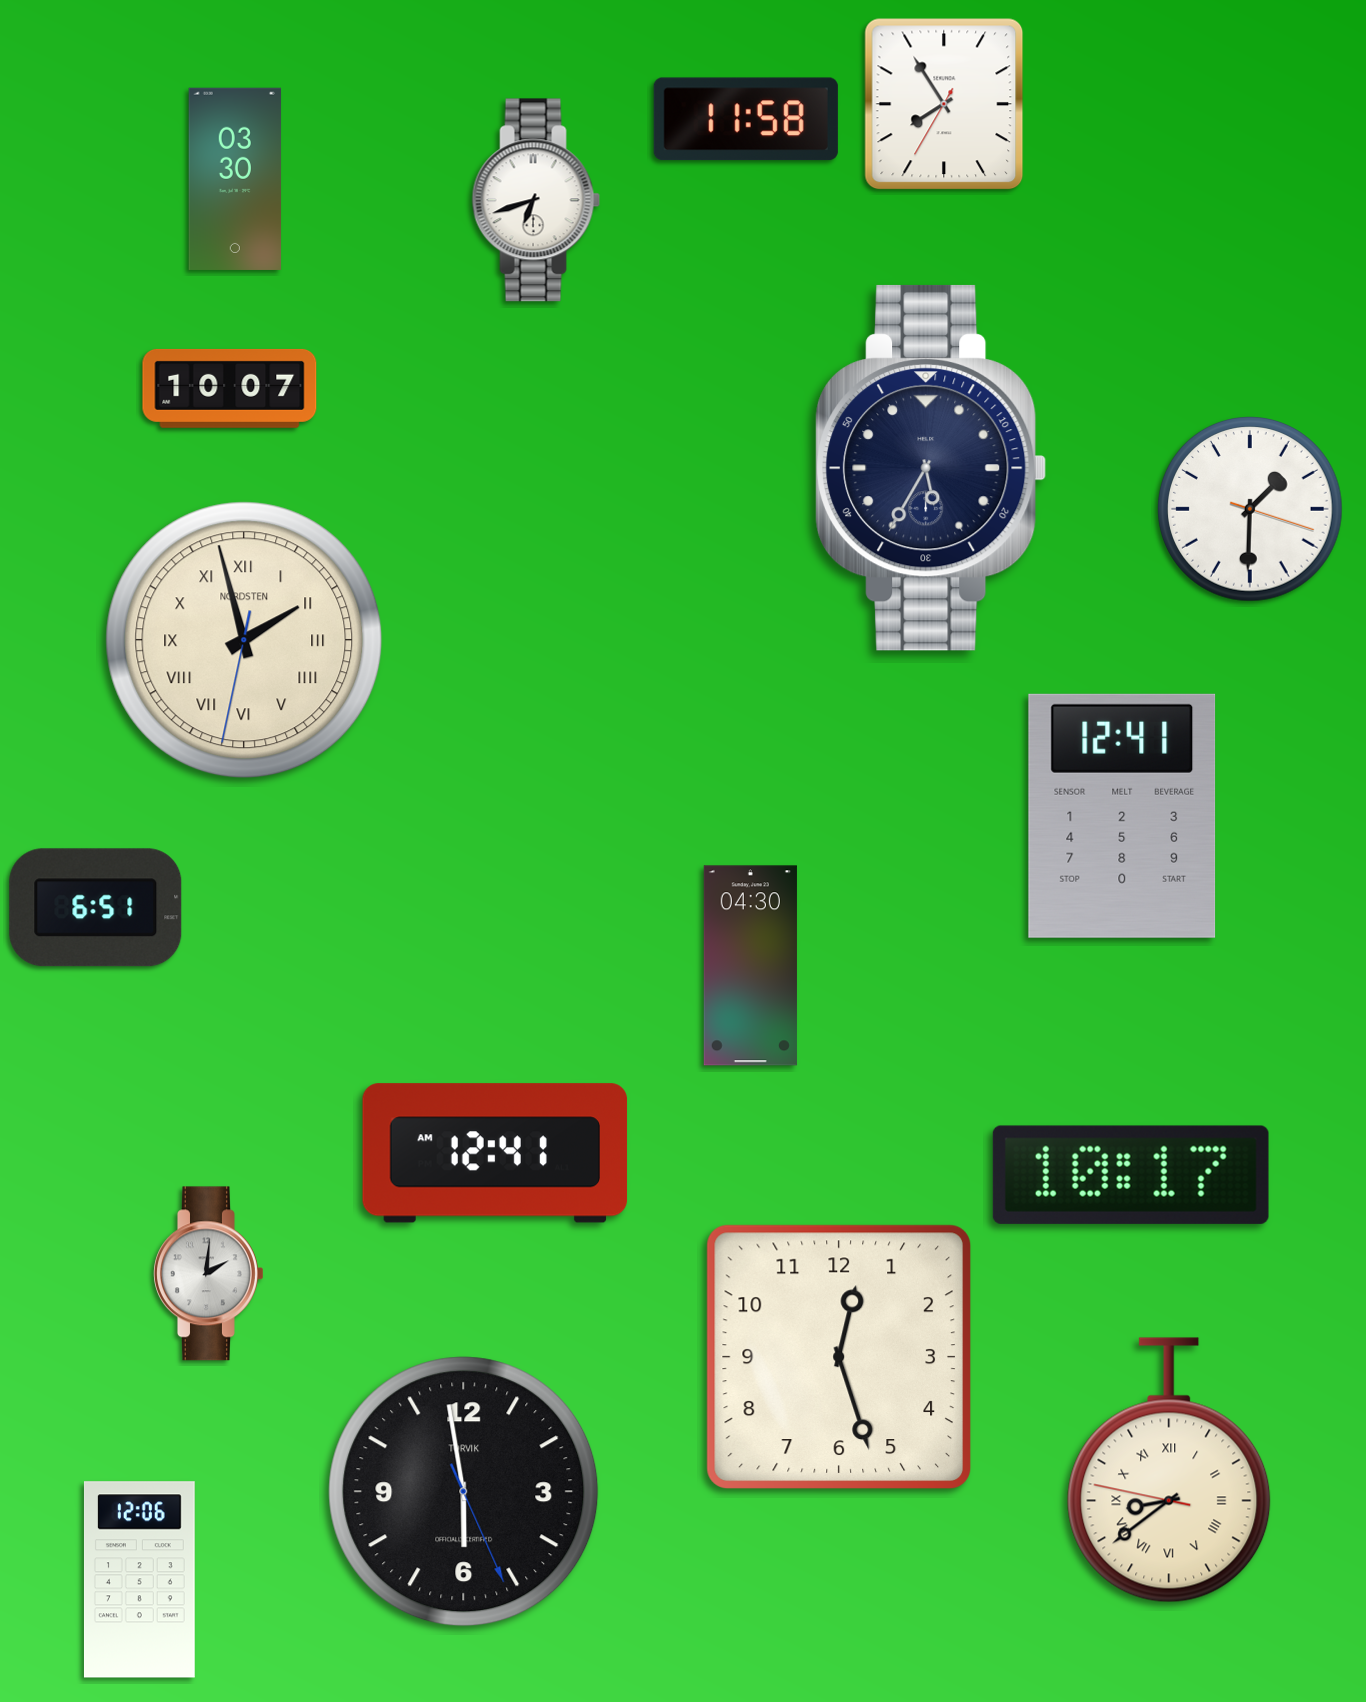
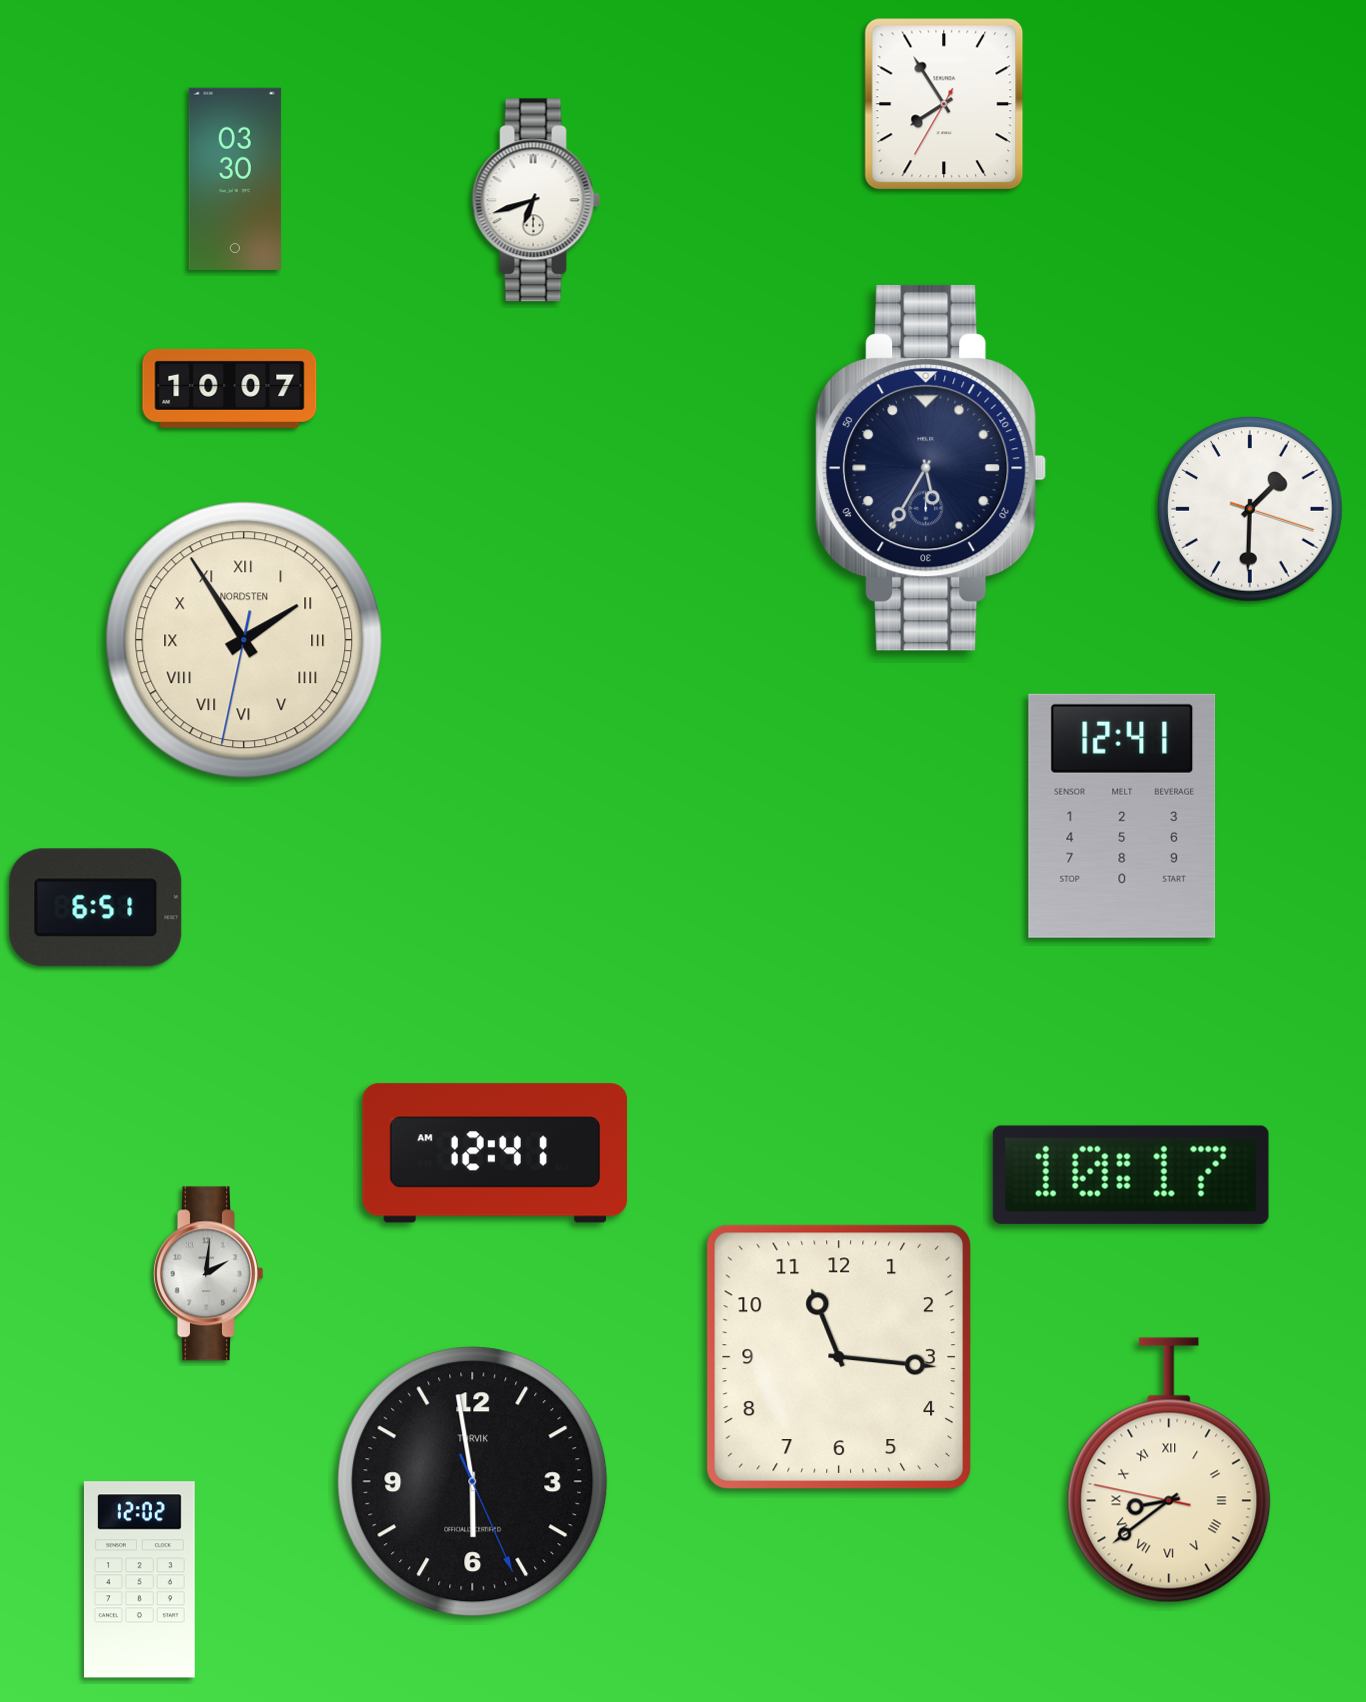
clock at (746, 119): 11:58 -> none
clock at (244, 640): 1:57 -> 1:54
clock at (750, 966): 04:30 -> none
clock at (839, 1357): 12:27 -> 11:16
clock at (464, 1492) position: (464, 1492) -> (473, 1482)
clock at (139, 1580): 12:06 -> 12:02
